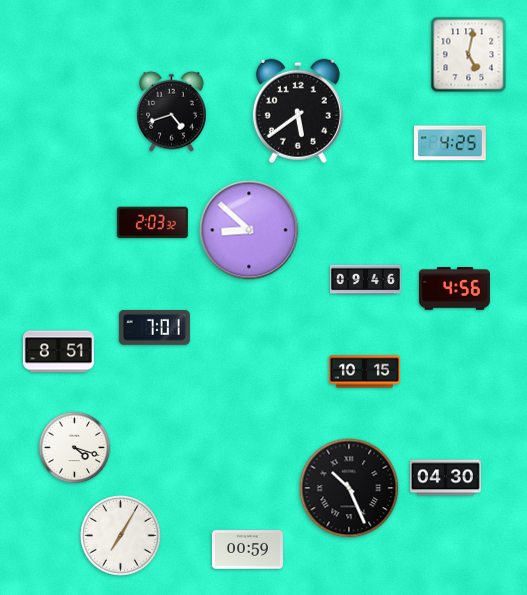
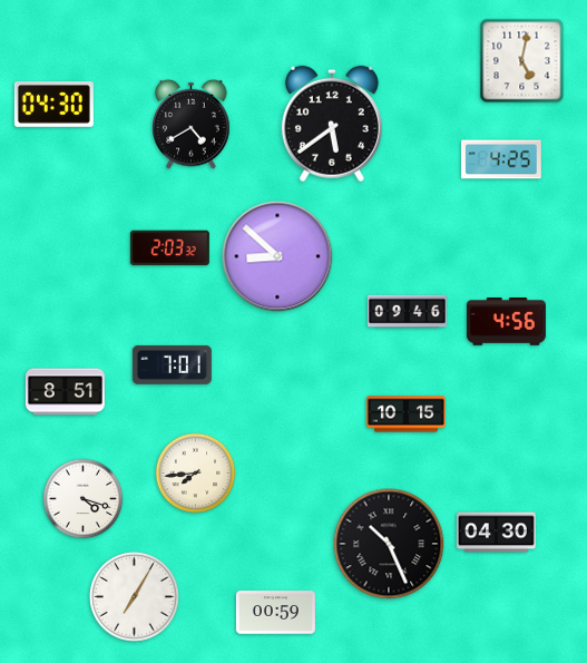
clock at (53, 105): none -> 04:30
clock at (172, 111): 4:42 -> 4:40
clock at (196, 474): none -> 7:44
